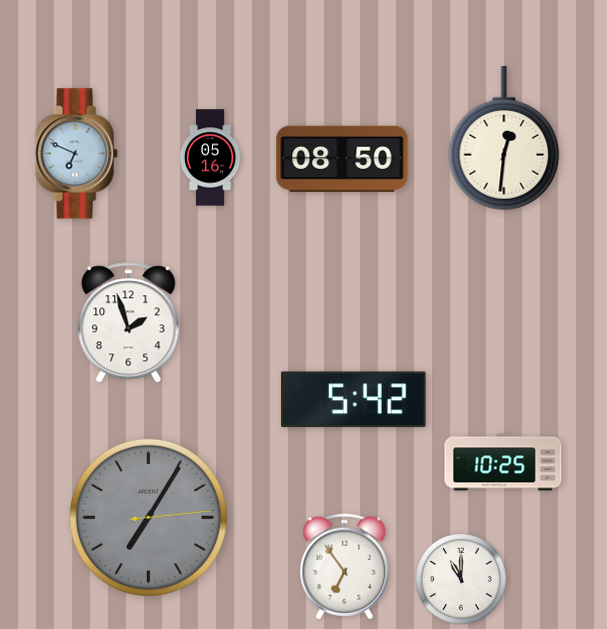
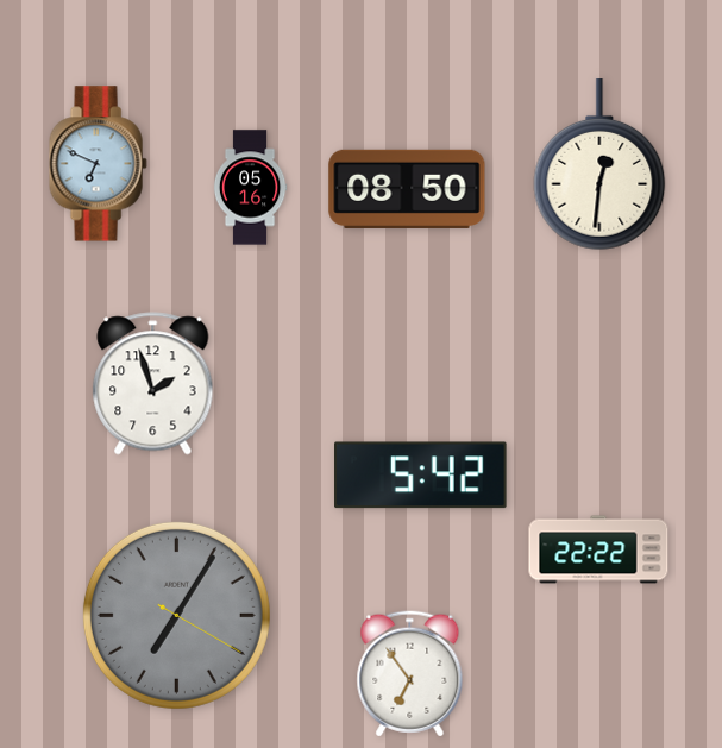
clock at (76, 154) position: (76, 154) -> (98, 164)
clock at (503, 462): 10:25 -> 22:22
clock at (148, 517): 7:05:14 -> 7:05:20
clock at (462, 580): 11:00 -> none
